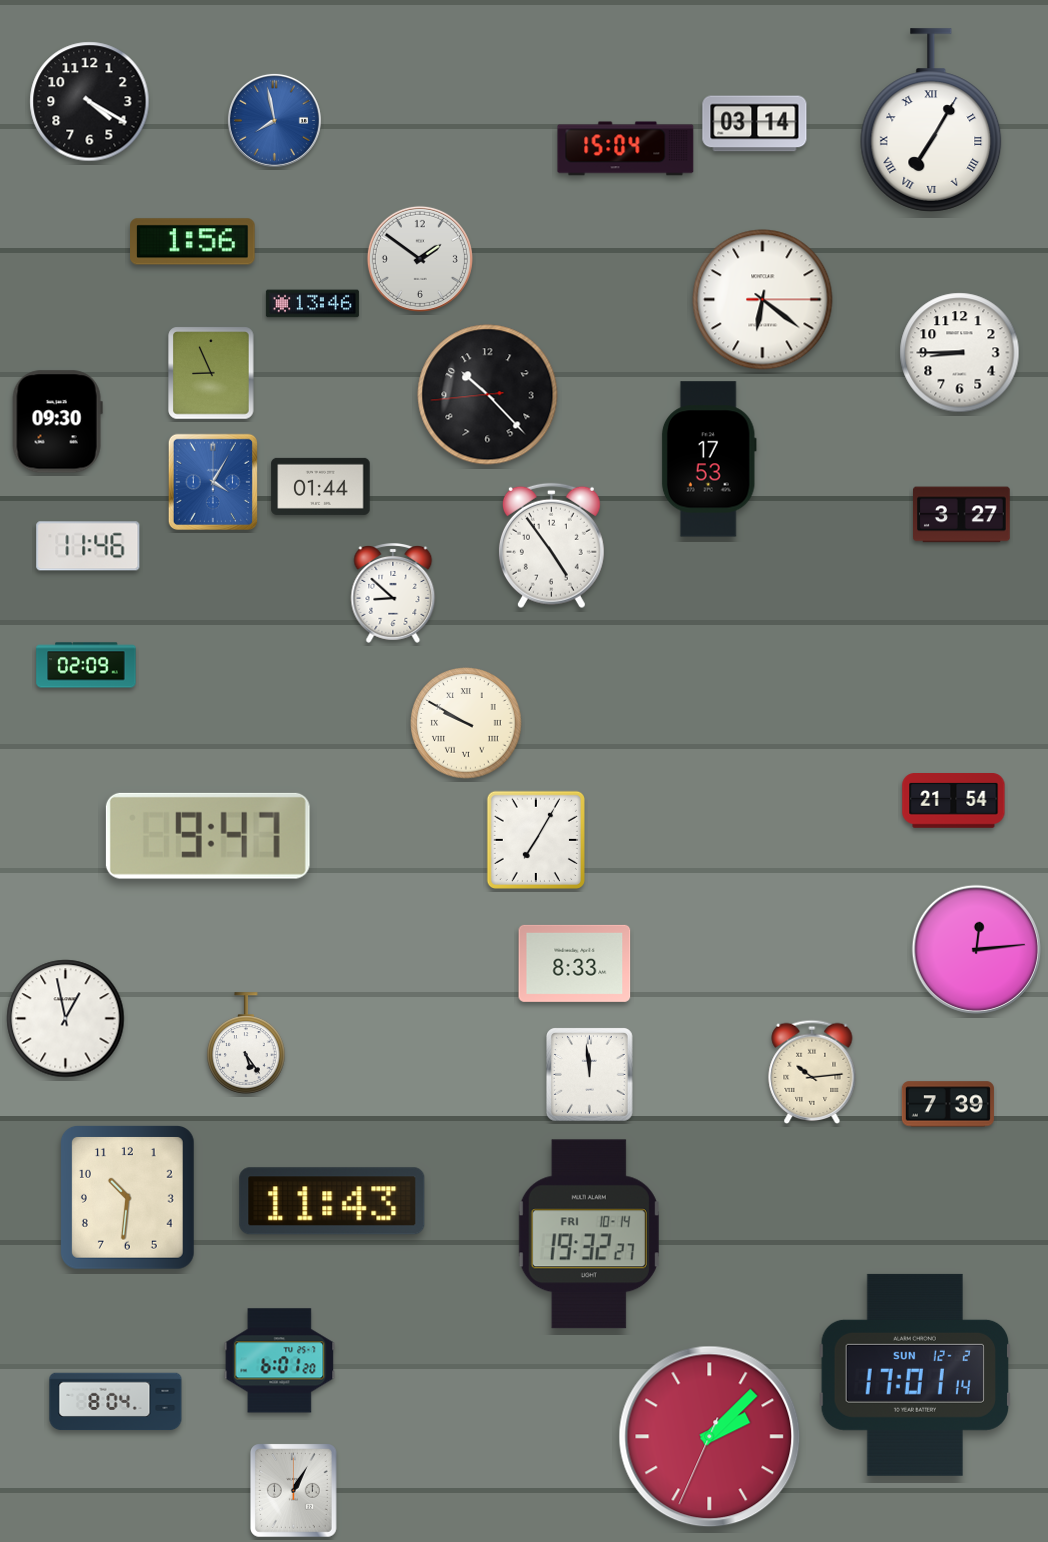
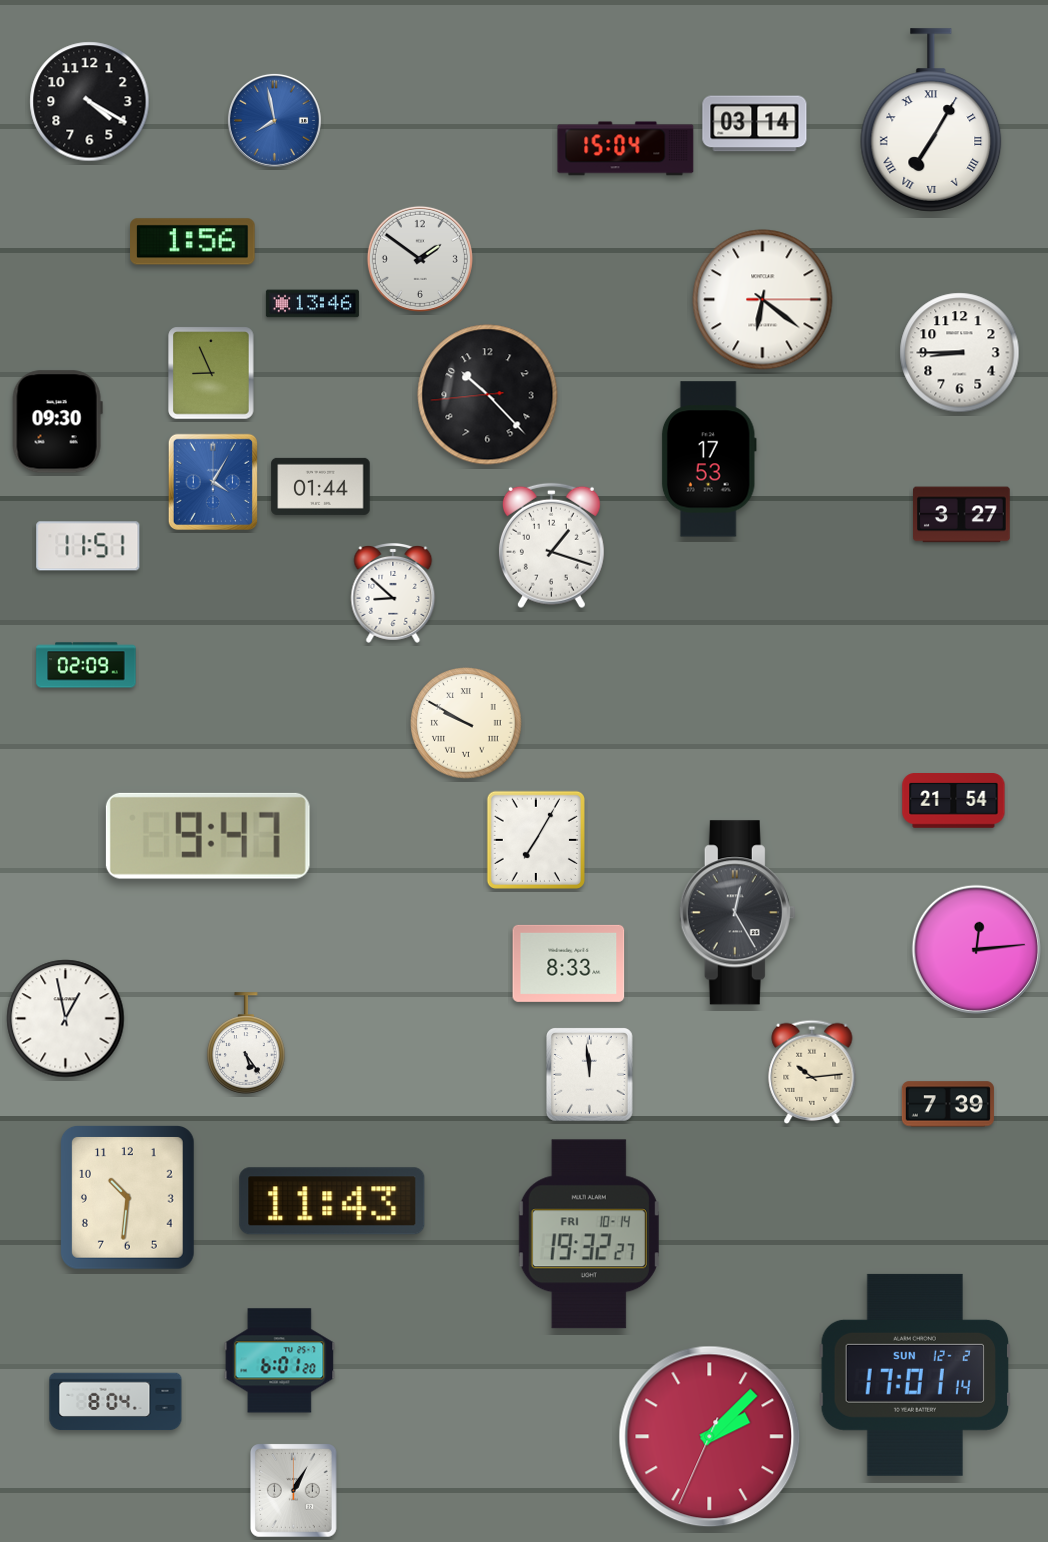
clock at (88, 546): 11:46 -> 11:51
clock at (551, 546): 4:54 -> 1:18
clock at (737, 913): none -> 12:25
clock at (575, 963) position: (575, 963) -> (569, 963)
